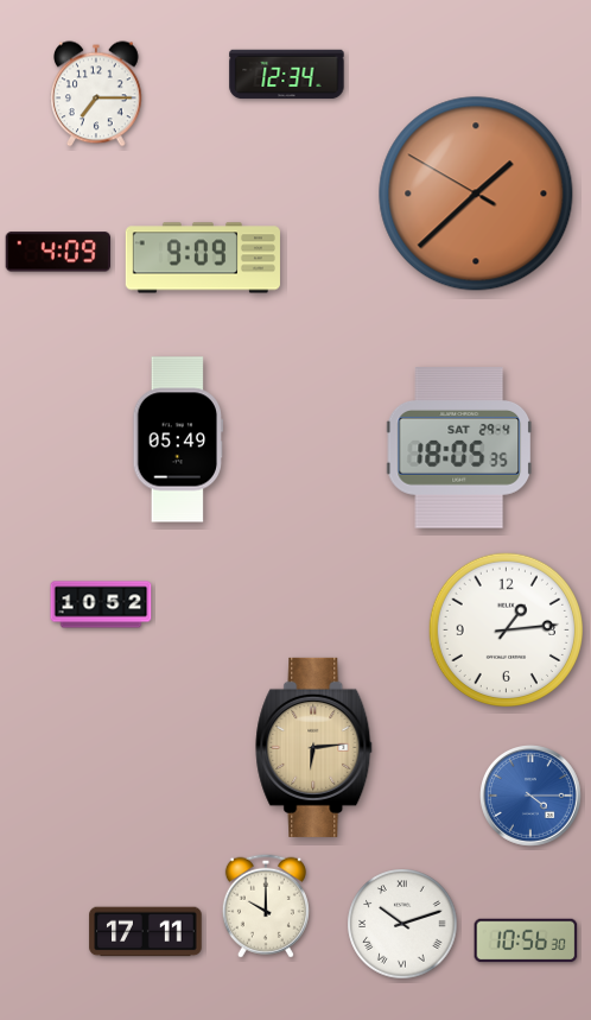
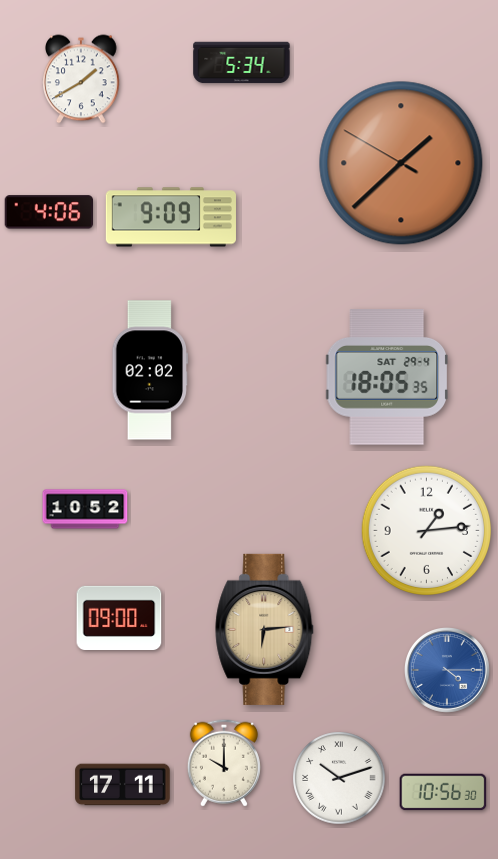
clock at (287, 75): 12:34 -> 5:34
clock at (96, 94): 7:15 -> 1:40
clock at (57, 252): 4:09 -> 4:06
clock at (178, 439): 05:49 -> 02:02
clock at (119, 618): none -> 09:00
